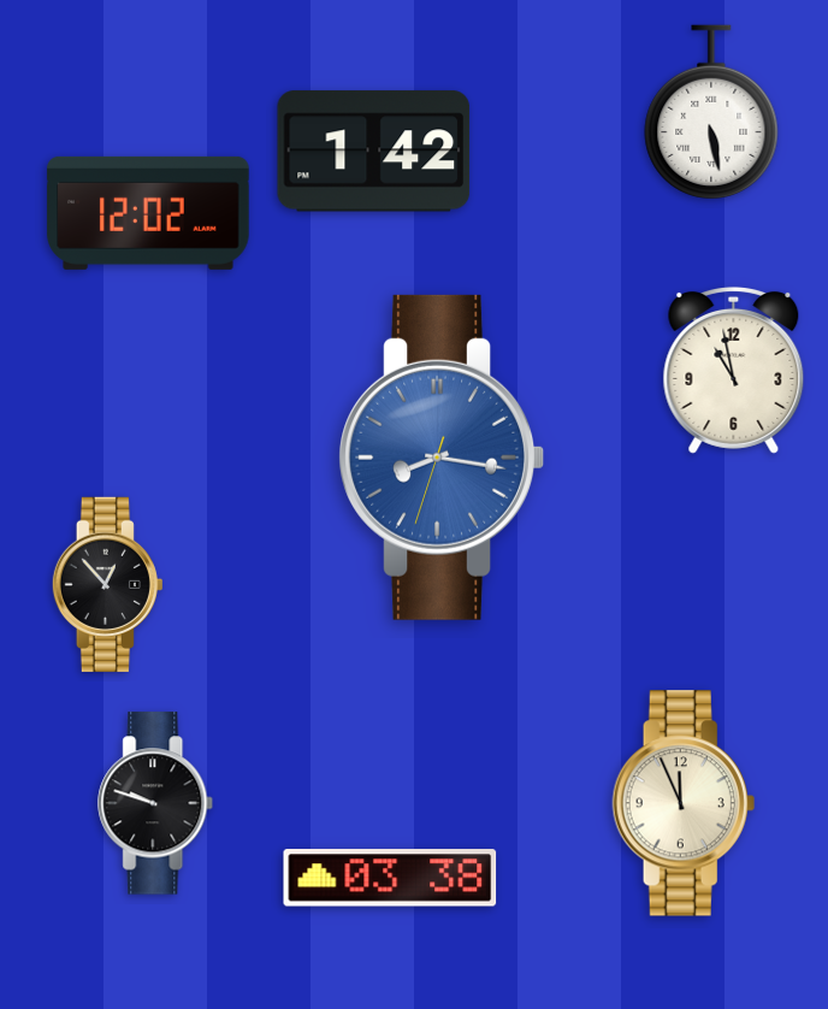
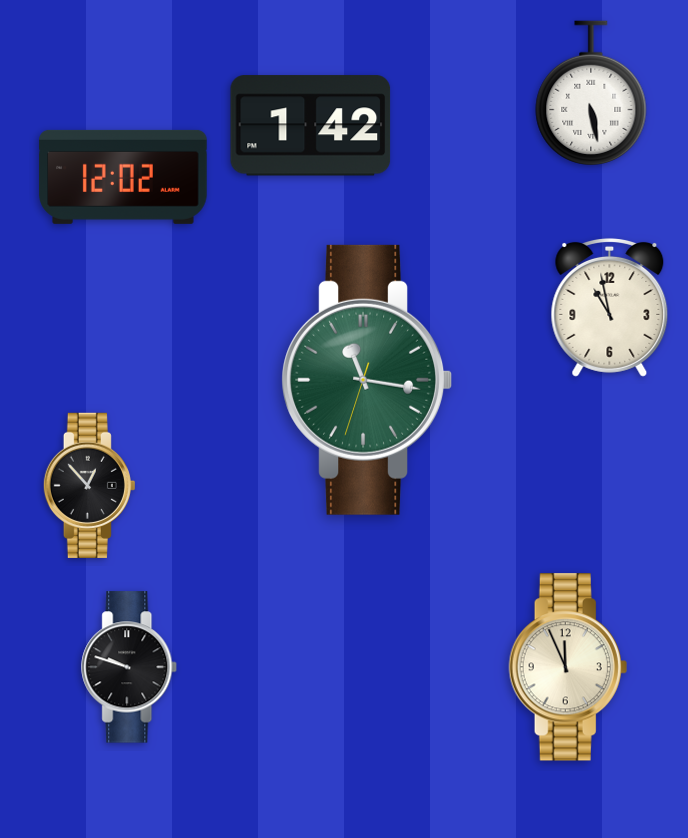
clock at (440, 458): 8:16 -> 11:16
clock at (440, 458) dial: blue -> green
clock at (390, 878): 03:38 -> none
